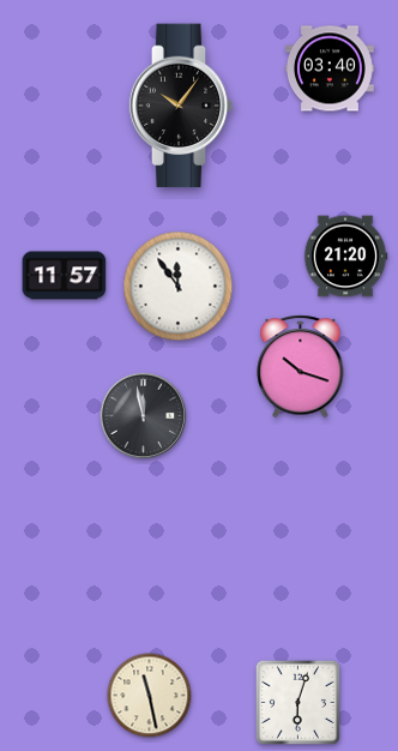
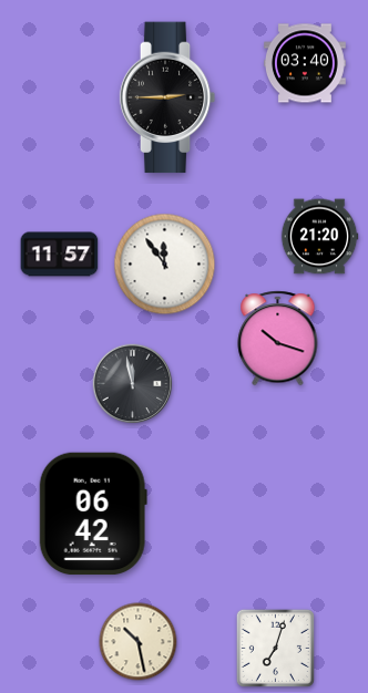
clock at (181, 106): 10:06 -> 2:45
clock at (93, 514): none -> 06:42
clock at (150, 696): 11:28 -> 10:28
clock at (297, 702): 6:03 -> 7:03
